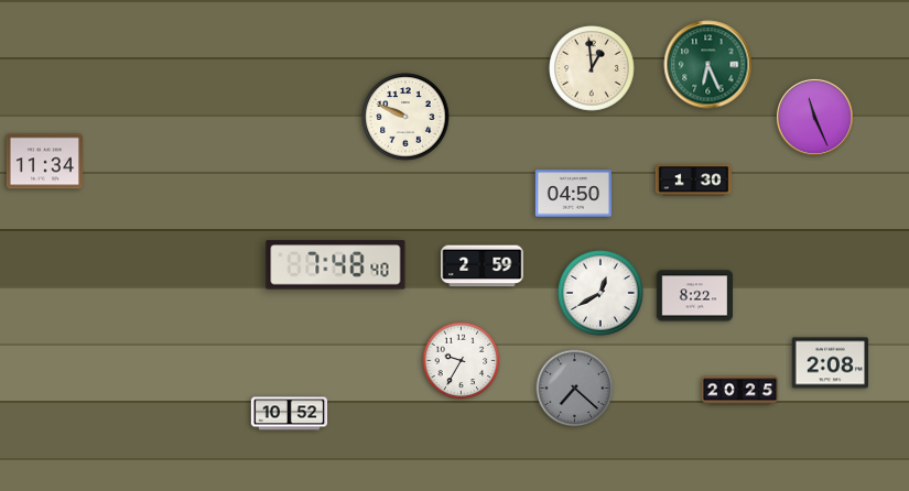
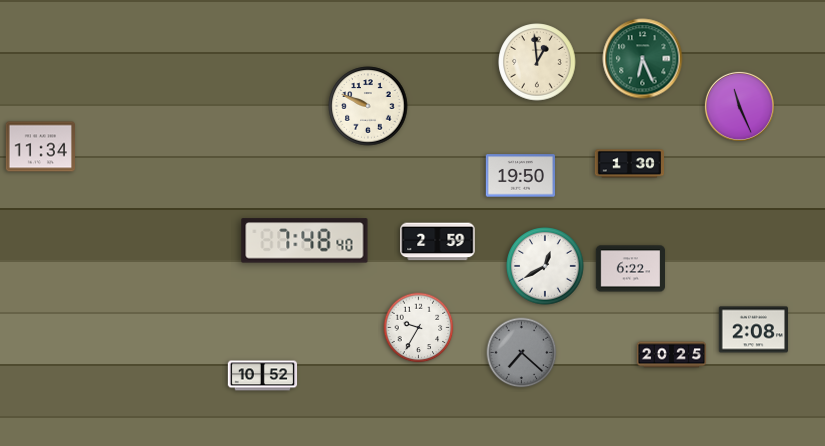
clock at (573, 194): 04:50 -> 19:50
clock at (694, 296): 8:22 -> 6:22
